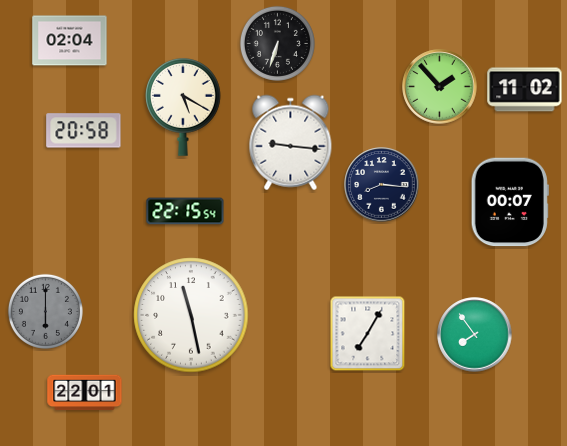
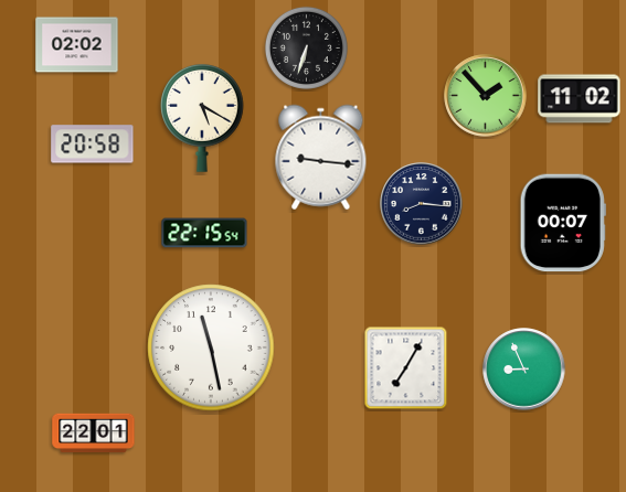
clock at (70, 41): 02:04 -> 02:02
clock at (45, 311): 6:00 -> none
clock at (475, 335): 7:54 -> 8:56
